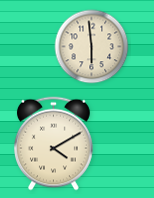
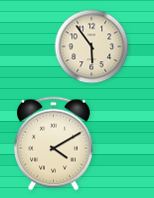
clock at (92, 47): 5:59 -> 5:54
